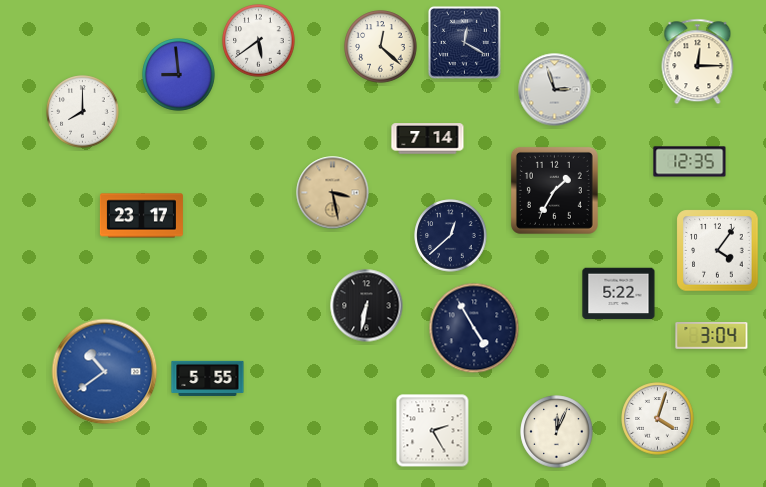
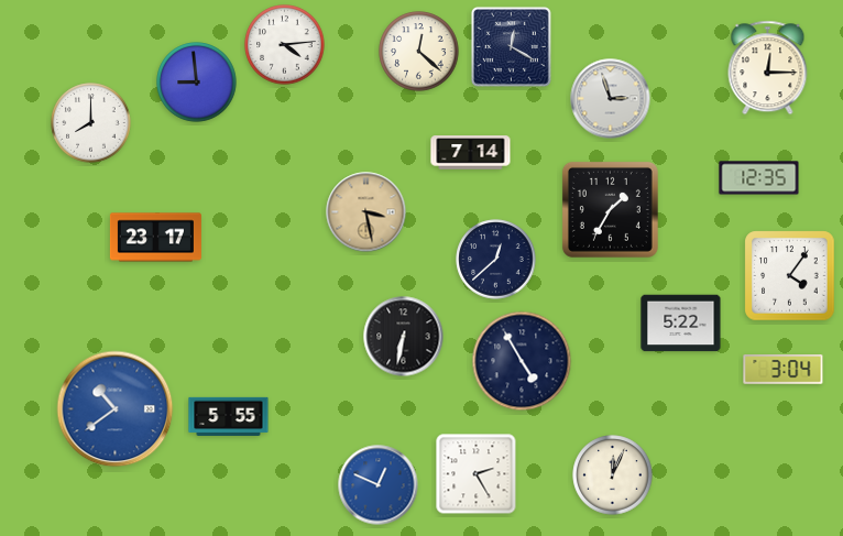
clock at (259, 41): 5:39 -> 4:14
clock at (658, 419): 4:03 -> none
clock at (379, 485): none -> 12:49
